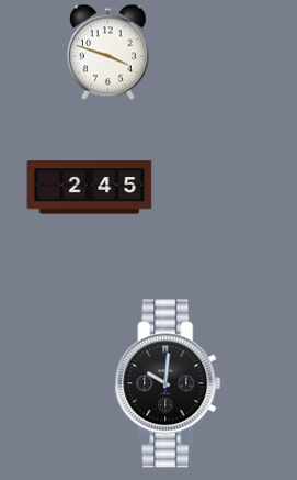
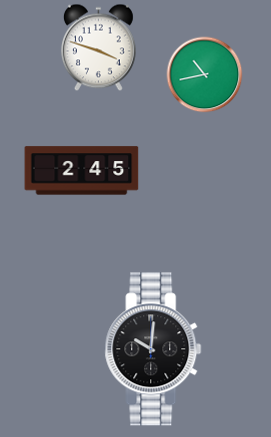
clock at (205, 75): none -> 10:43
